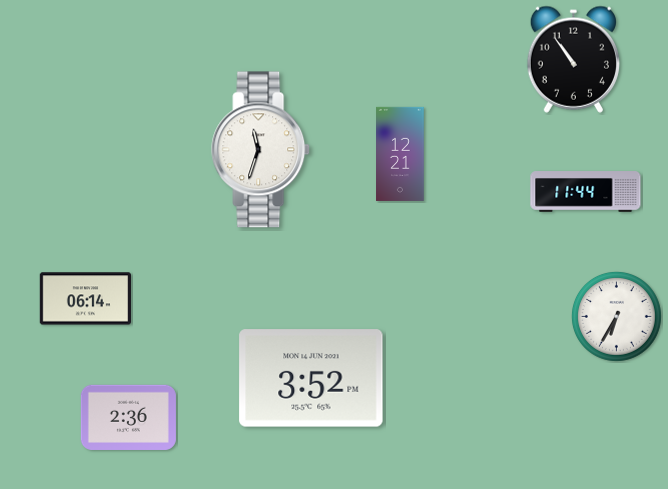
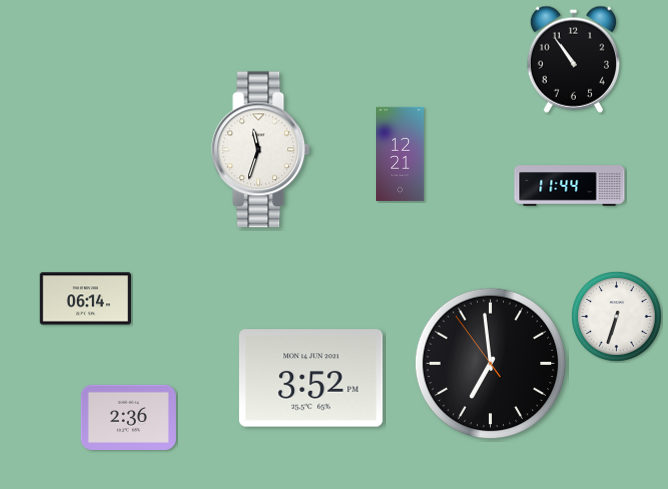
clock at (586, 192) position: (586, 192) -> (570, 186)
clock at (616, 316): 6:35 -> 6:33
clock at (491, 364): none -> 6:58
